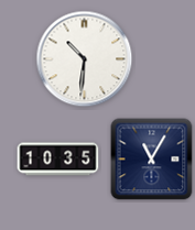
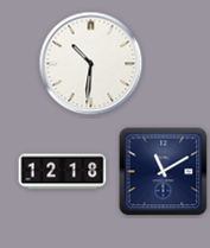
clock at (58, 160): 10:35 -> 12:18
clock at (152, 160): 11:05 -> 11:10
